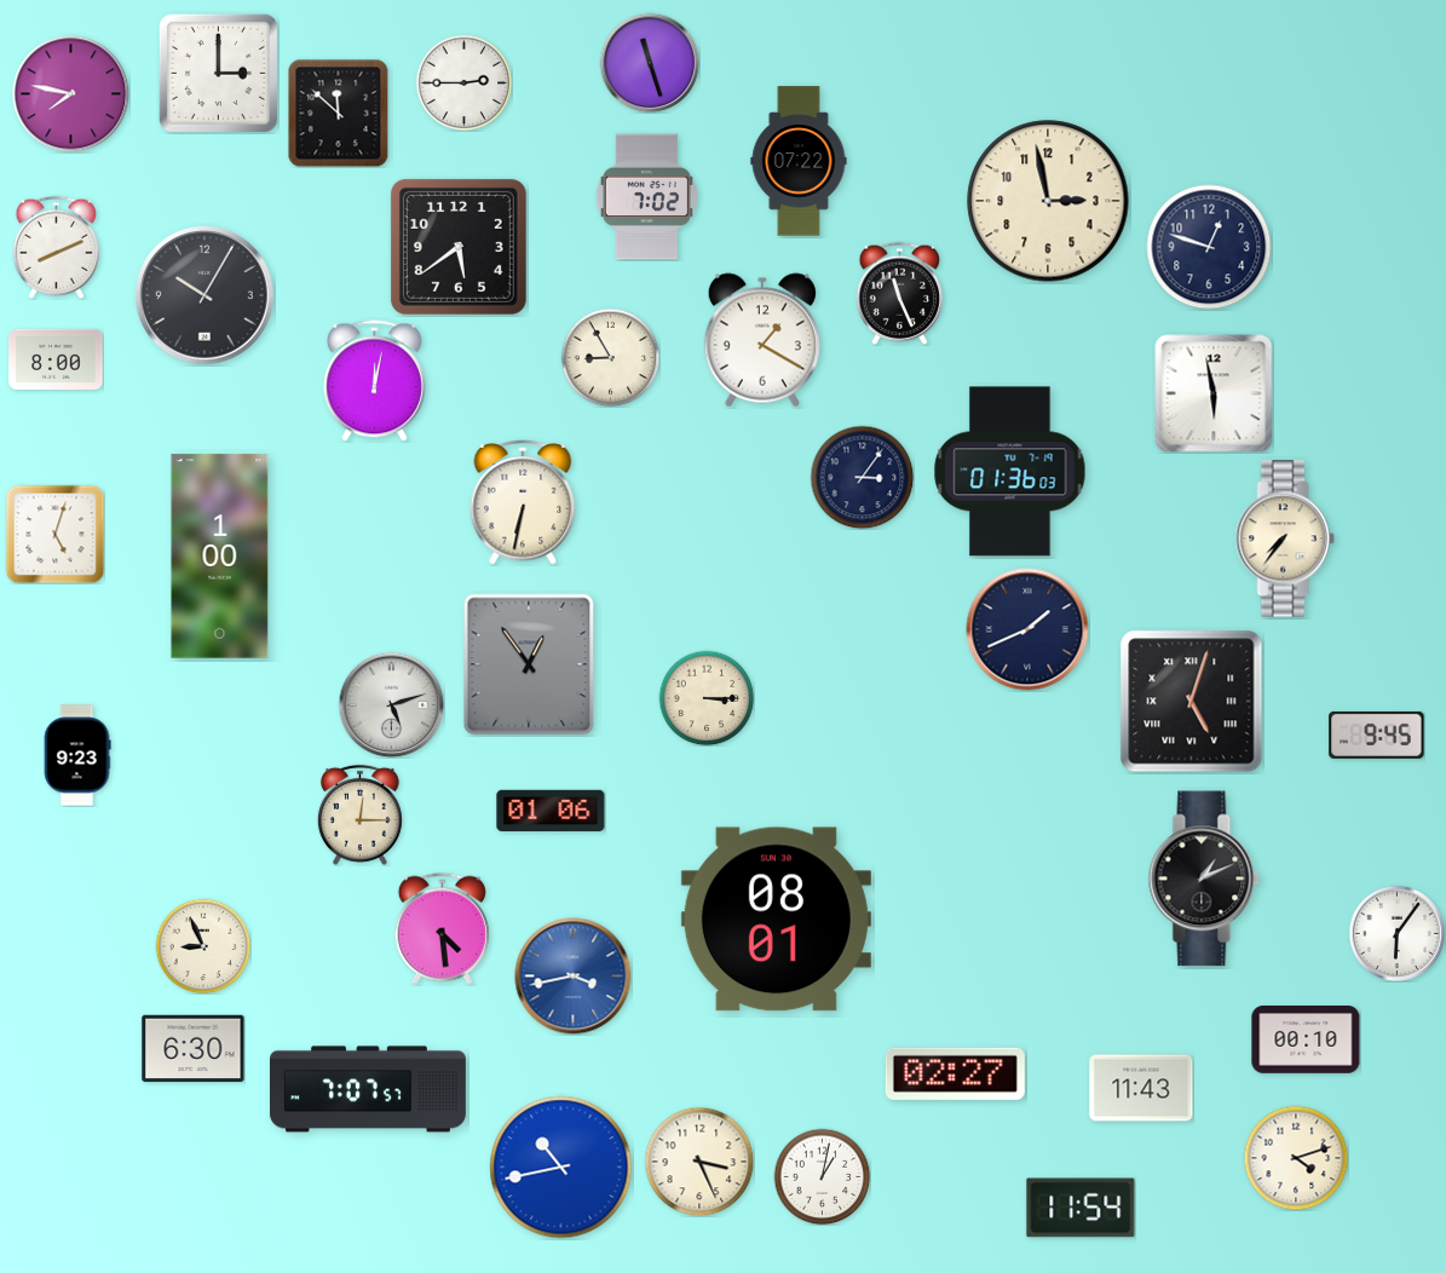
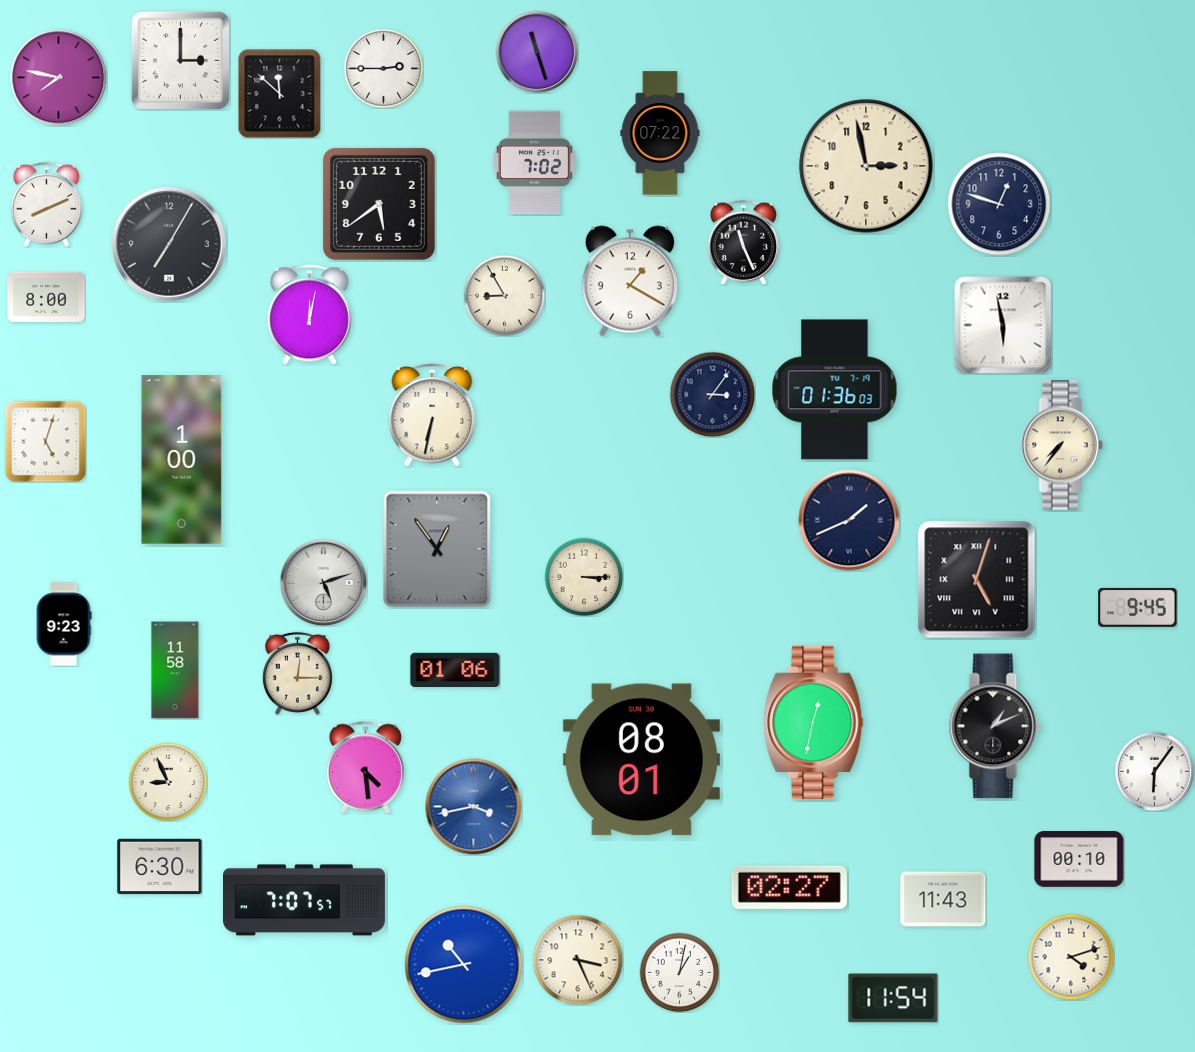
clock at (204, 295): 10:05 -> 7:05
clock at (1192, 702) position: (1192, 702) -> (977, 580)
clock at (175, 670): none -> 11:58
clock at (814, 722): none -> 12:32
